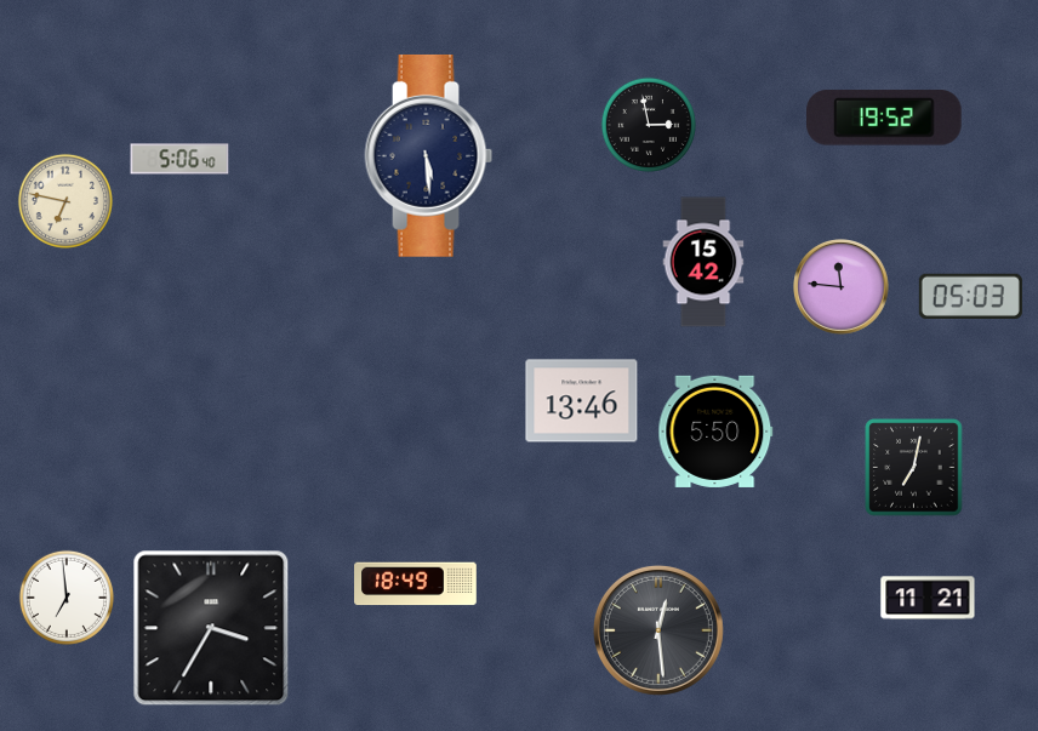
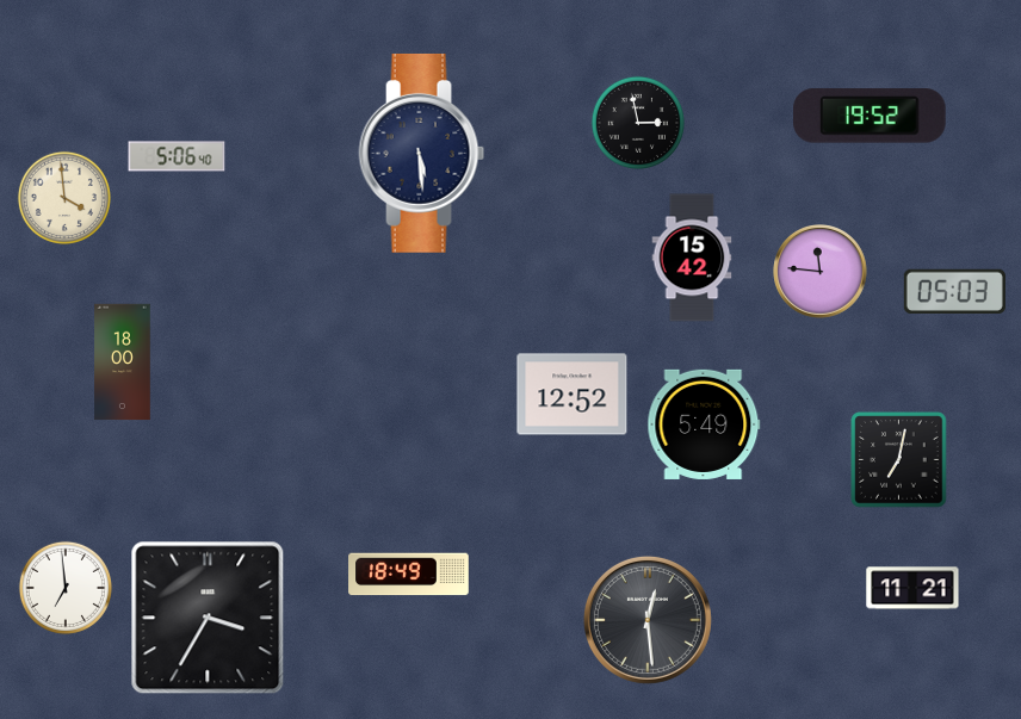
clock at (65, 201): 6:47 -> 3:59
clock at (842, 287) position: (842, 287) -> (821, 272)
clock at (123, 362): none -> 18:00
clock at (582, 401): 13:46 -> 12:52
clock at (715, 432): 5:50 -> 5:49
